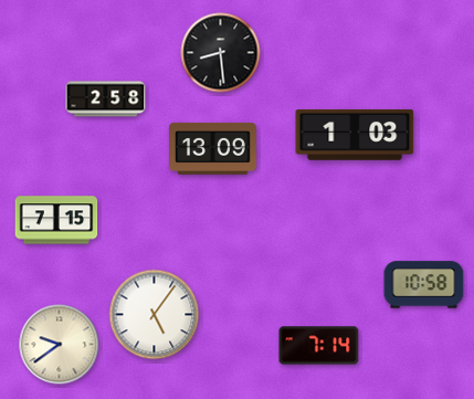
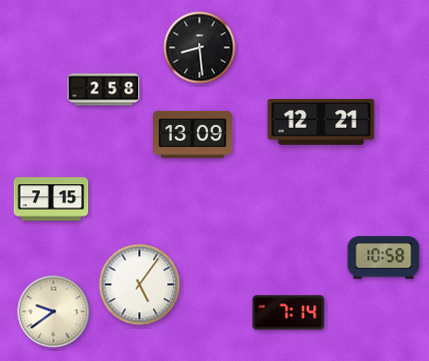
clock at (106, 99) position: (106, 99) -> (104, 90)
clock at (355, 135): 1:03 -> 12:21
